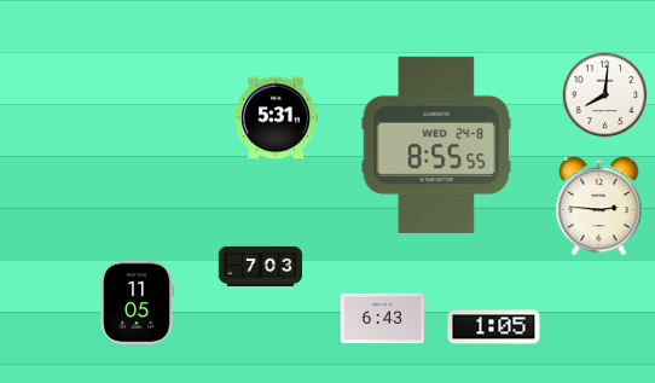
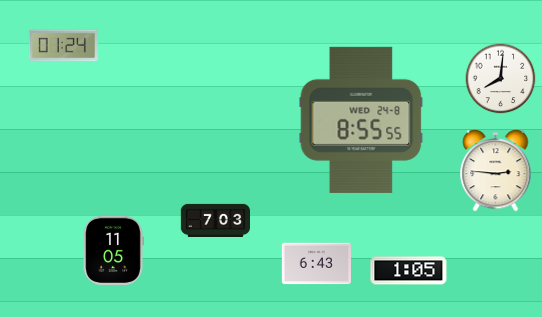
clock at (63, 46): none -> 01:24
clock at (276, 118): 5:31 -> none
